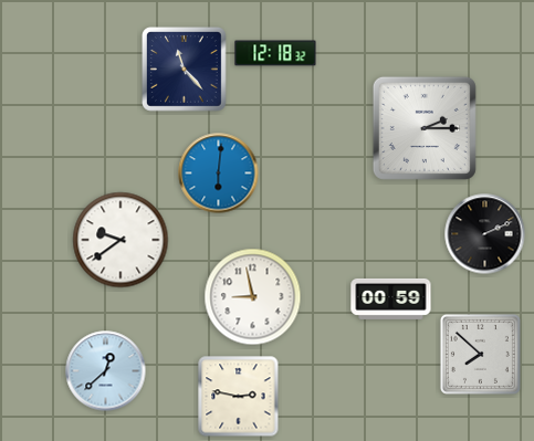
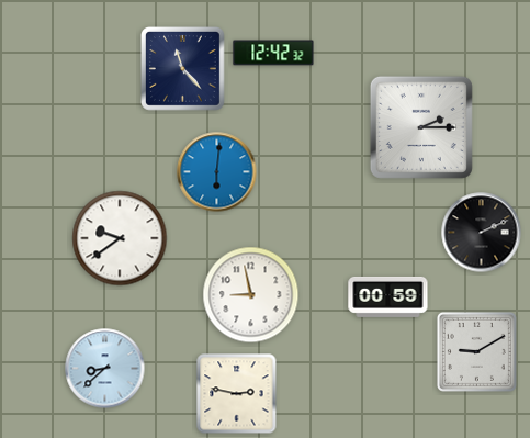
clock at (275, 53): 12:18 -> 12:42
clock at (480, 354): 7:52 -> 9:10
clock at (106, 371): 12:38 -> 8:38
